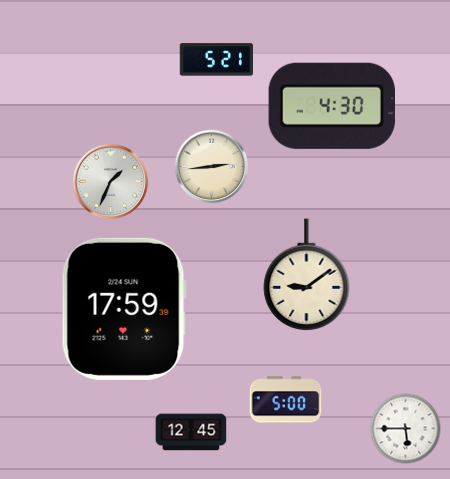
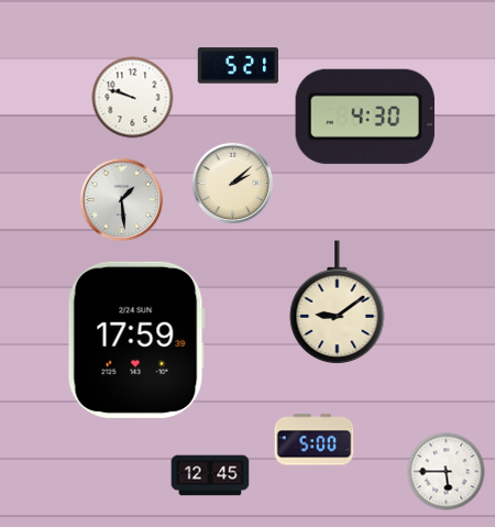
clock at (133, 98): none -> 9:48
clock at (212, 167): 2:44 -> 2:08
clock at (111, 182): 1:34 -> 1:29
